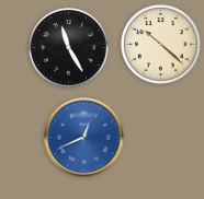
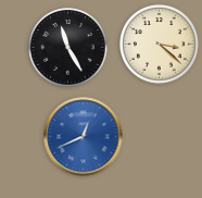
clock at (161, 45): 10:22 -> 3:22
